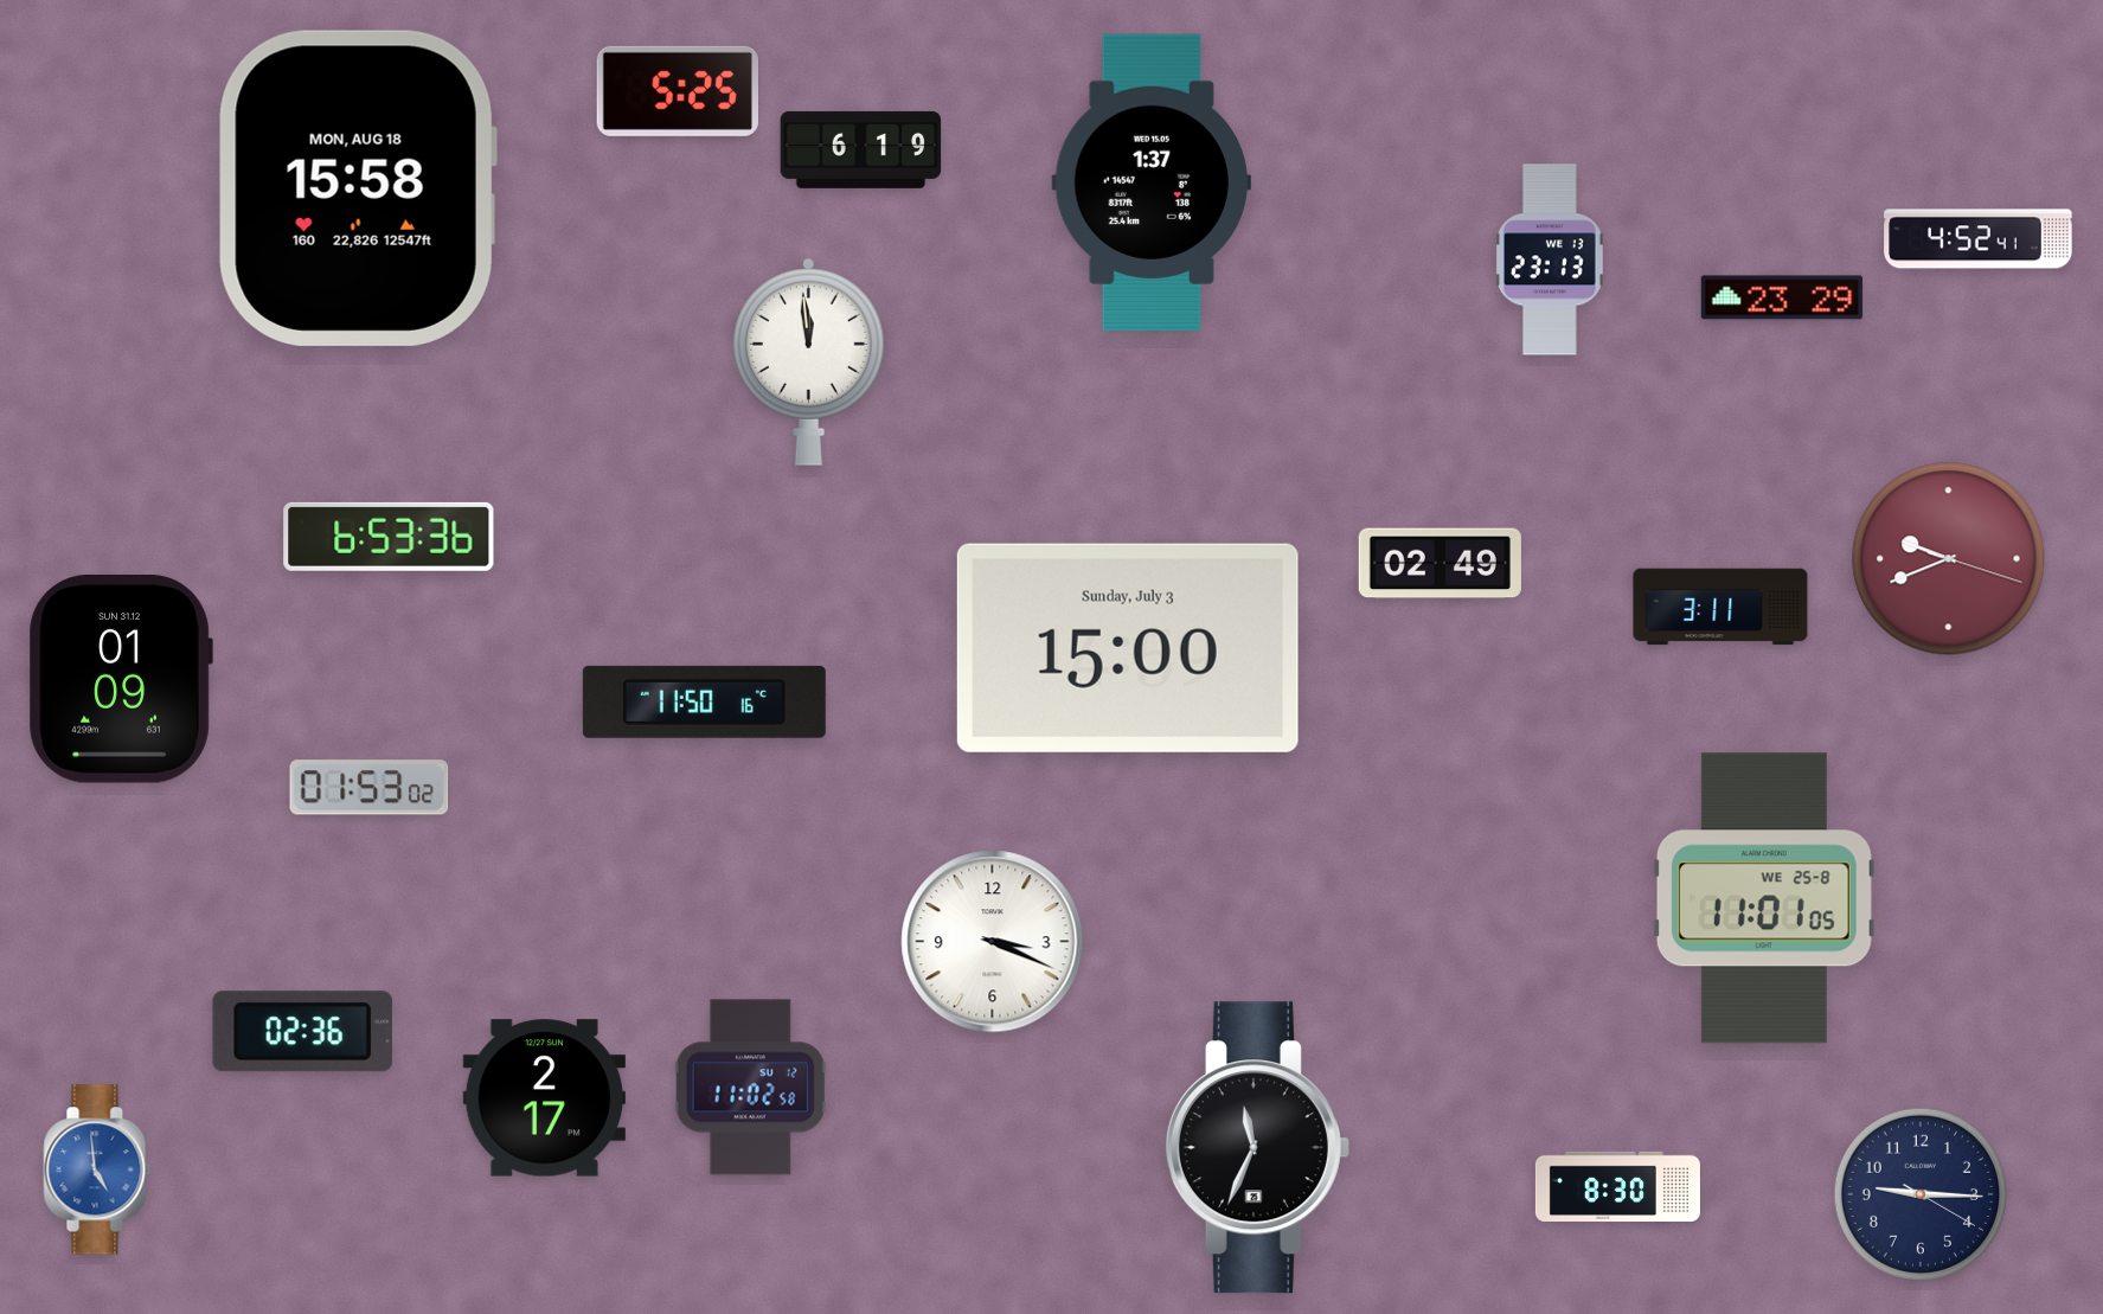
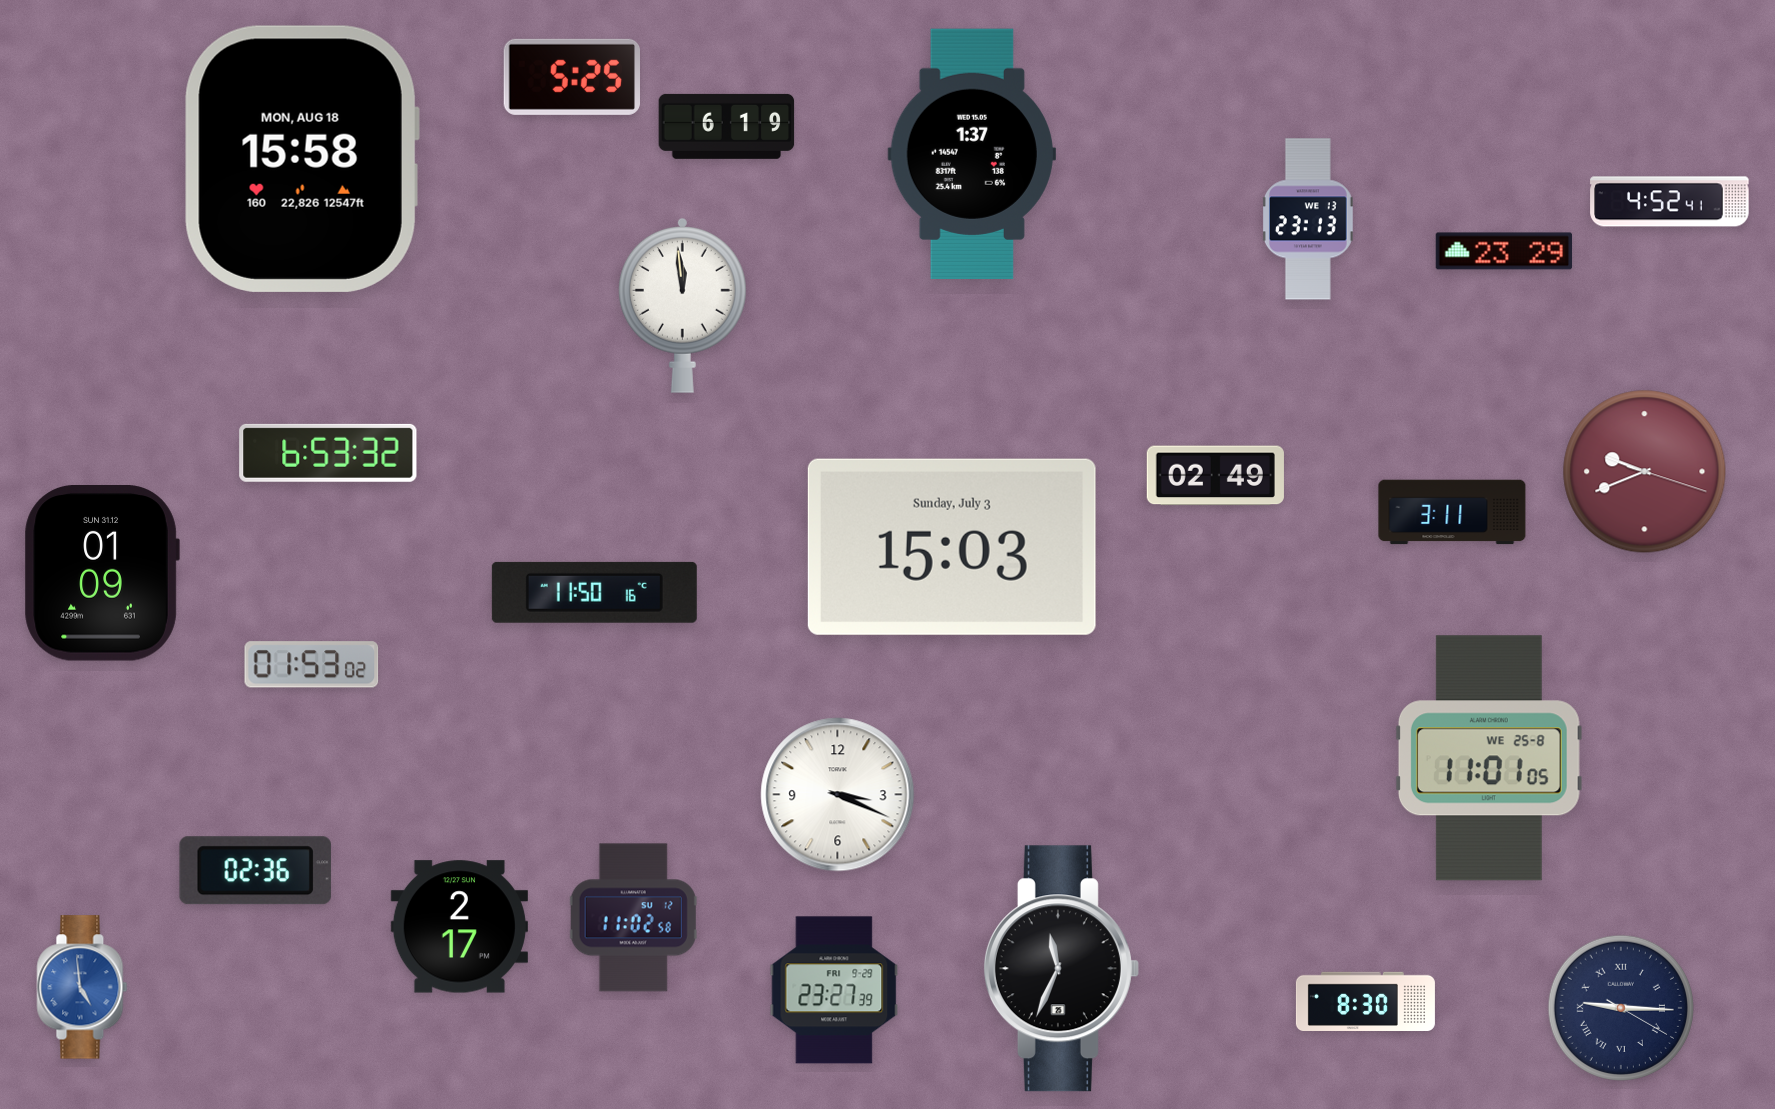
clock at (389, 537): 6:53:36 -> 6:53:32
clock at (1128, 648): 15:00 -> 15:03
clock at (834, 990): none -> 23:27
clock at (1921, 1194) numerals: Arabic -> Roman
